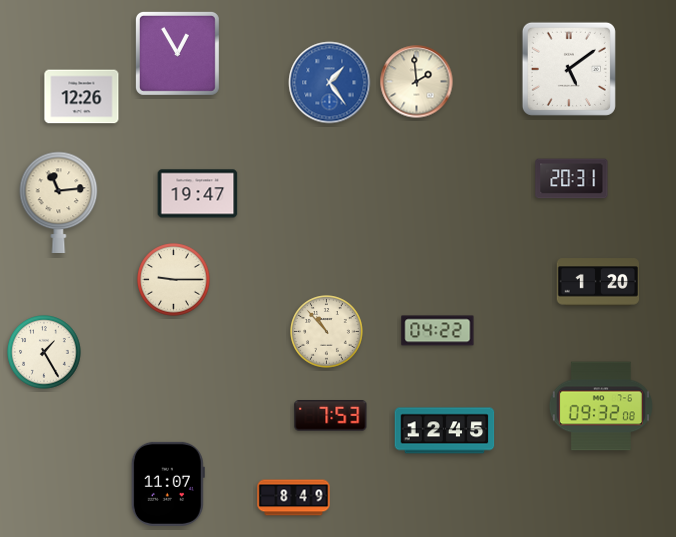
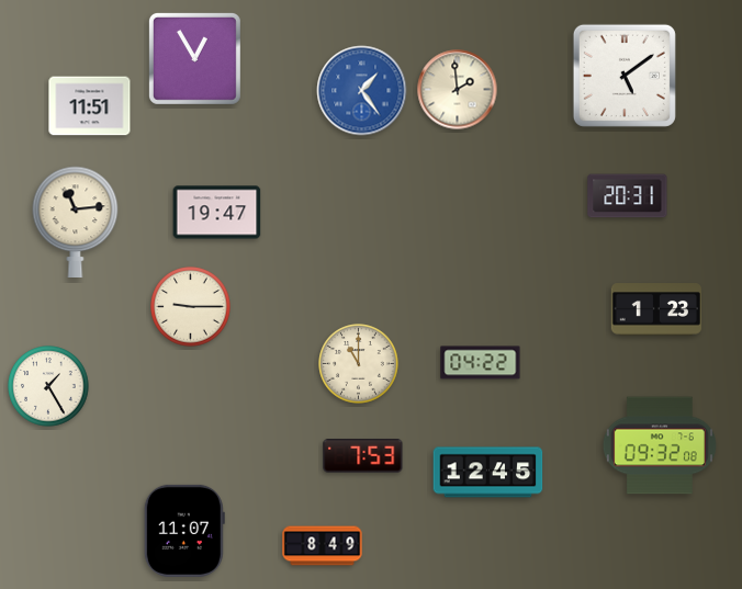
clock at (82, 97): 12:26 -> 11:51
clock at (59, 202) position: (59, 202) -> (76, 222)
clock at (598, 282): 1:20 -> 1:23
clock at (327, 332): 10:53 -> 11:00
